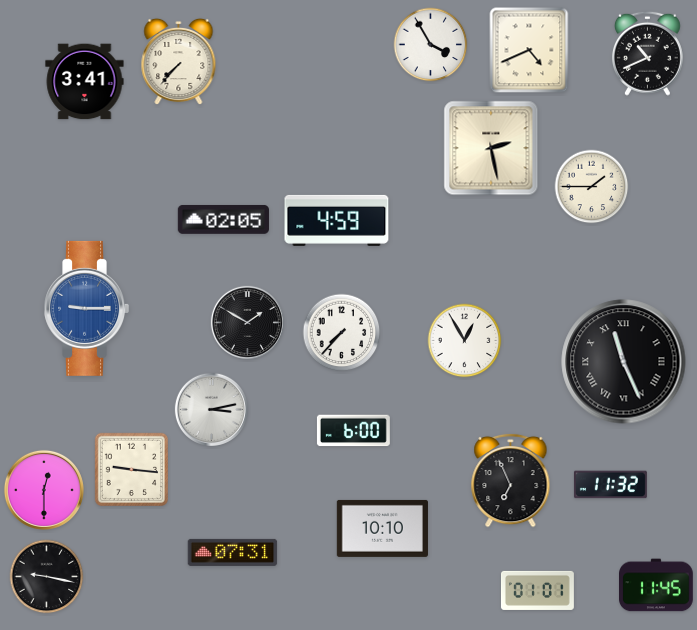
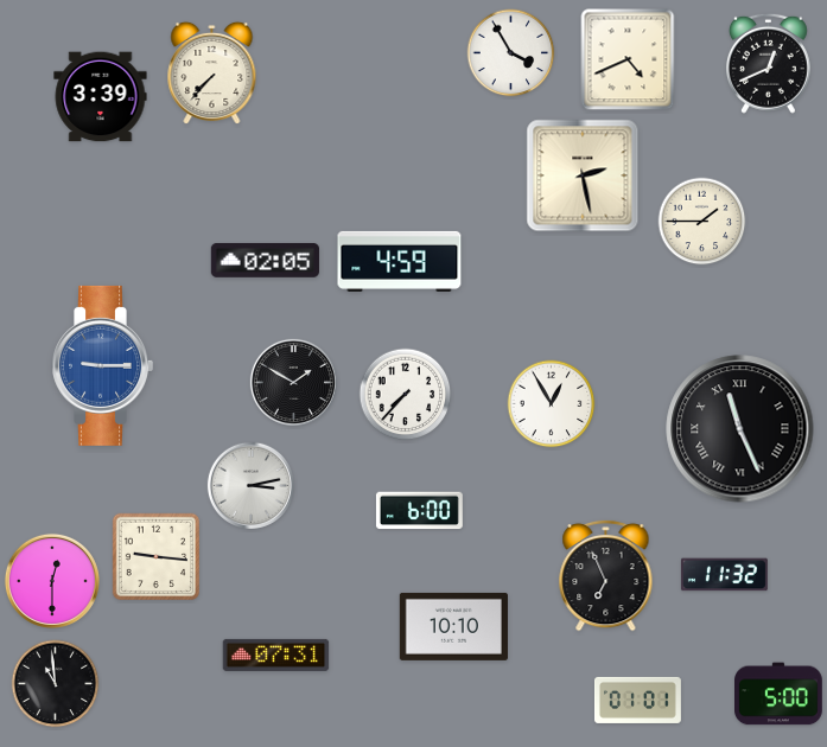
clock at (647, 53): 10:41 -> 12:41
clock at (85, 82): 3:41 -> 3:39
clock at (511, 480) position: (511, 480) -> (606, 575)
clock at (47, 577): 9:17 -> 10:59
clock at (657, 585): 11:45 -> 5:00
